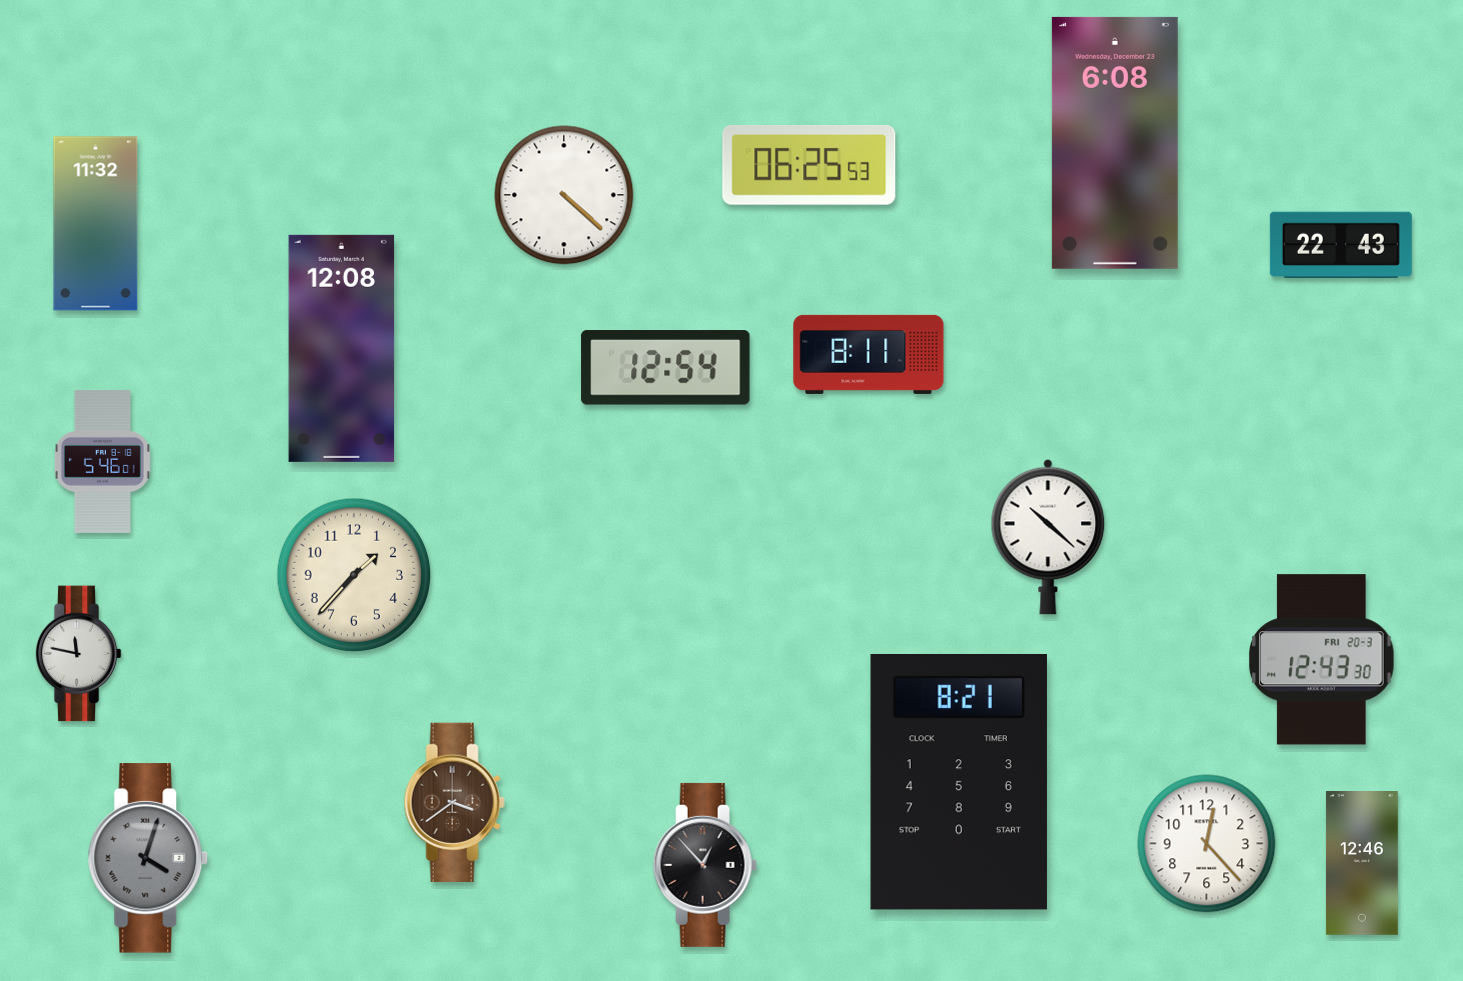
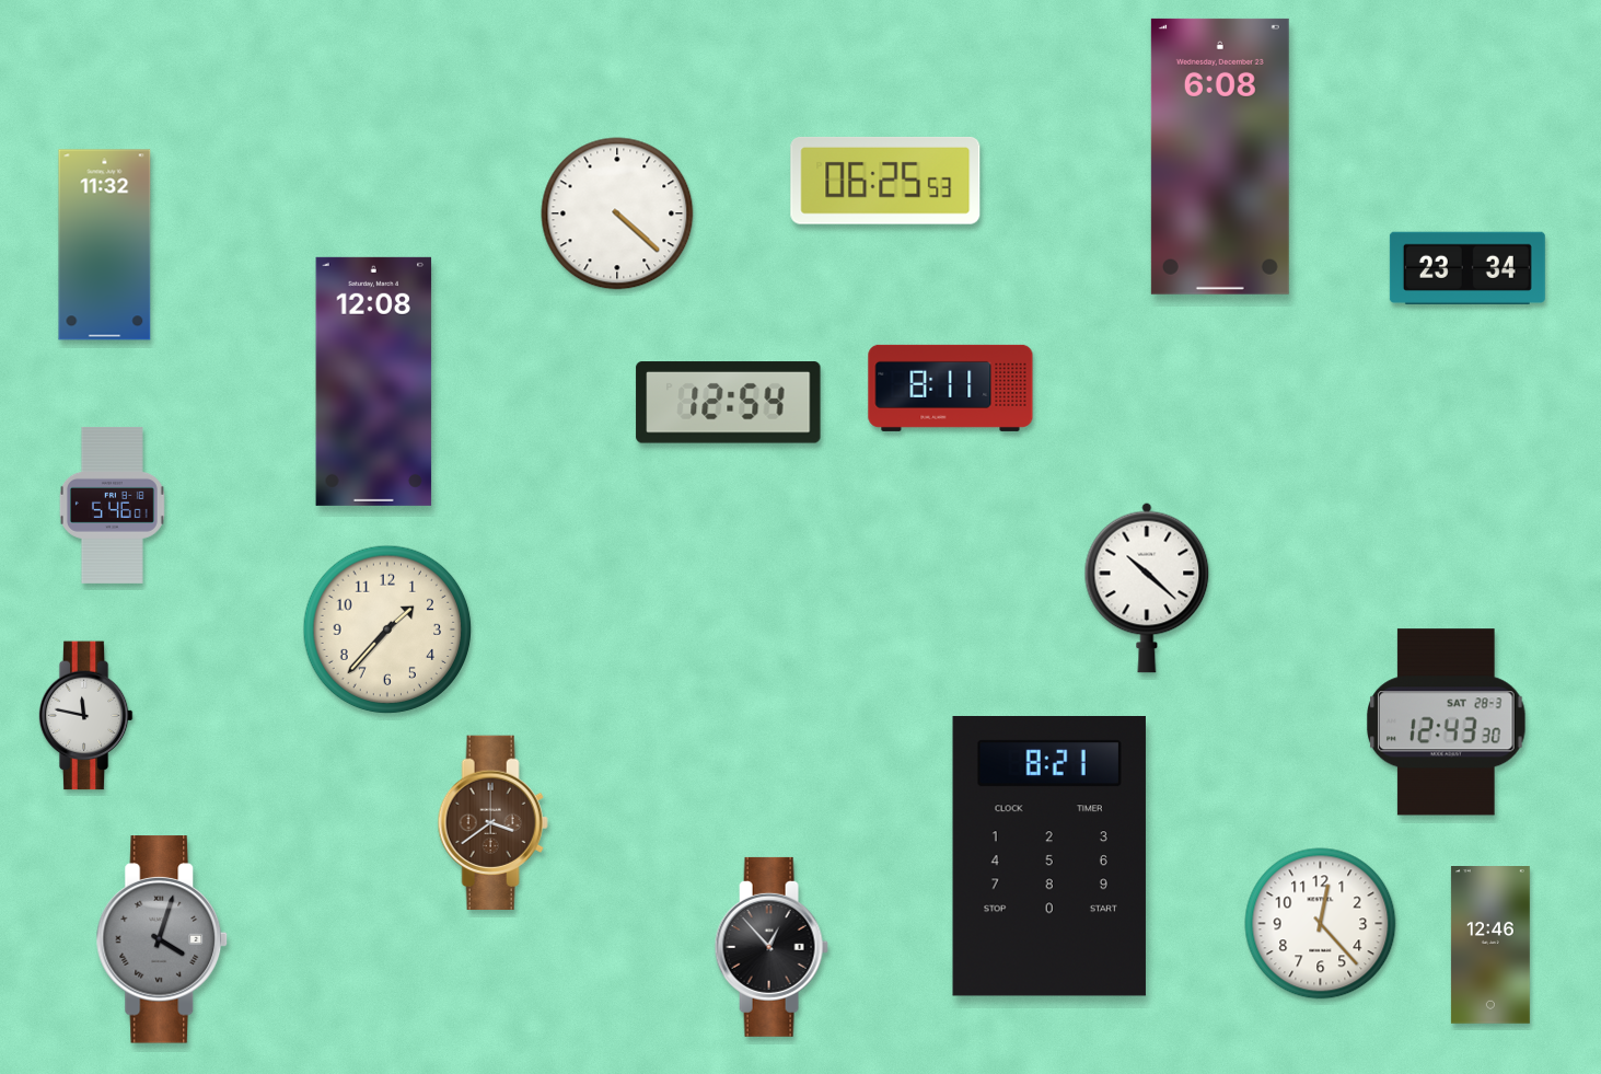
clock at (1341, 245): 22:43 -> 23:34
clock at (1322, 660) date: FRI 20-3 -> SAT 28-3
clock at (454, 802) position: (454, 802) -> (492, 822)
